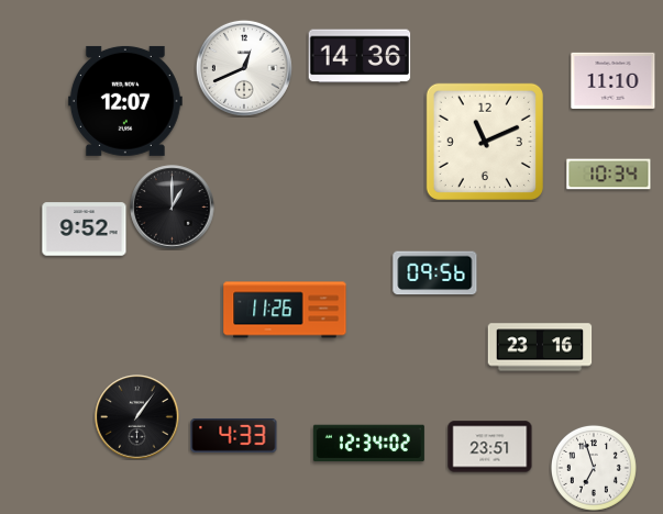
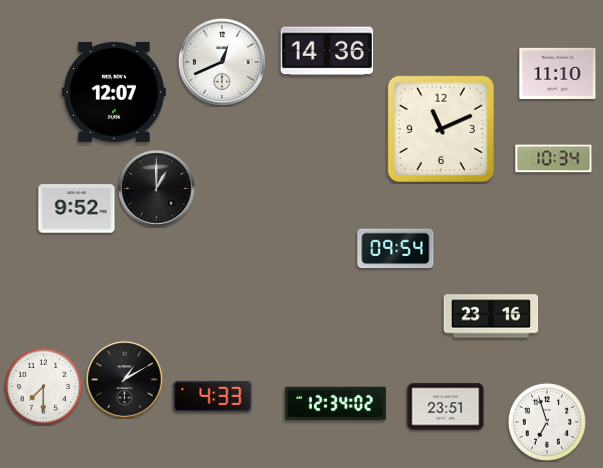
clock at (435, 273): 09:56 -> 09:54
clock at (285, 310): 11:26 -> none
clock at (137, 417): 1:06 -> 1:10
clock at (43, 386): none -> 7:30
clock at (594, 468) position: (594, 468) -> (547, 422)
